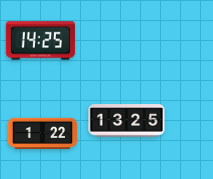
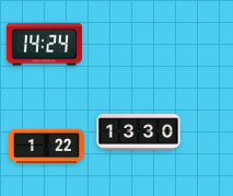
clock at (40, 41): 14:25 -> 14:24
clock at (127, 121): 13:25 -> 13:30
